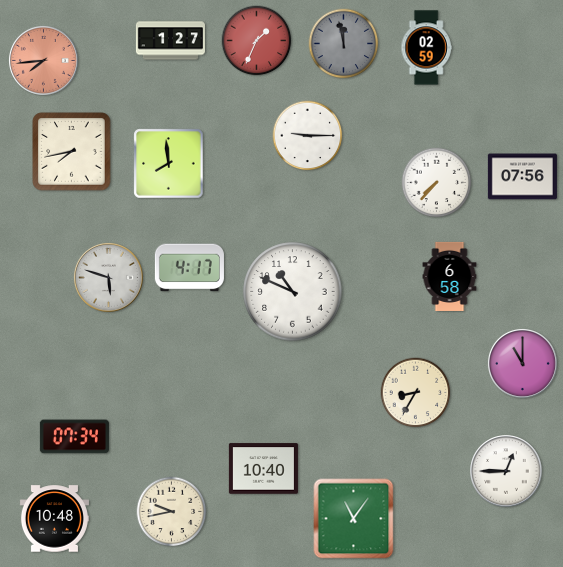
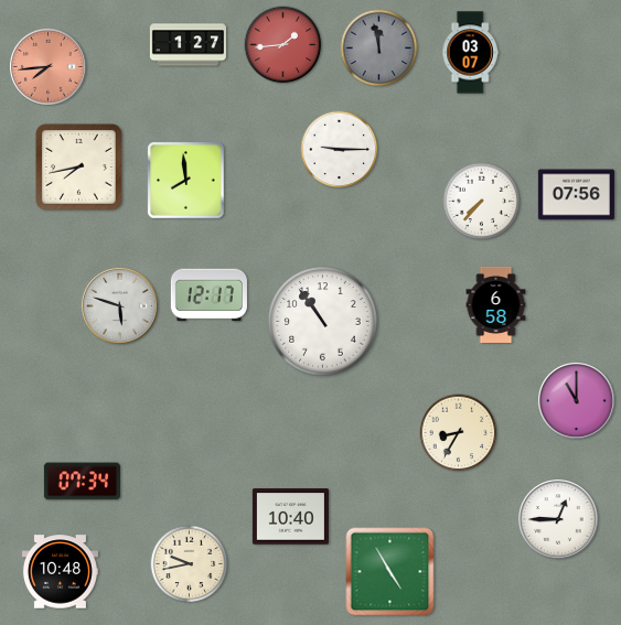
clock at (257, 41): 1:34 -> 1:44
clock at (426, 48): 02:59 -> 03:07
clock at (189, 268): 4:17 -> 12:17
clock at (293, 292): 10:49 -> 10:54
clock at (354, 519): 11:06 -> 4:55
